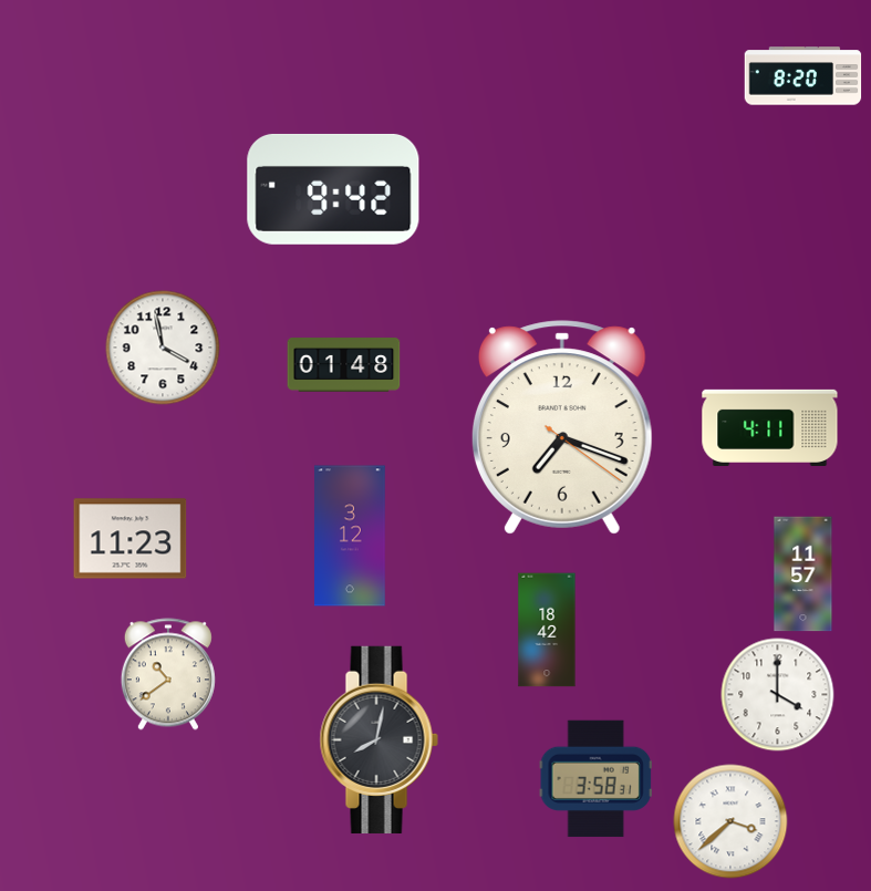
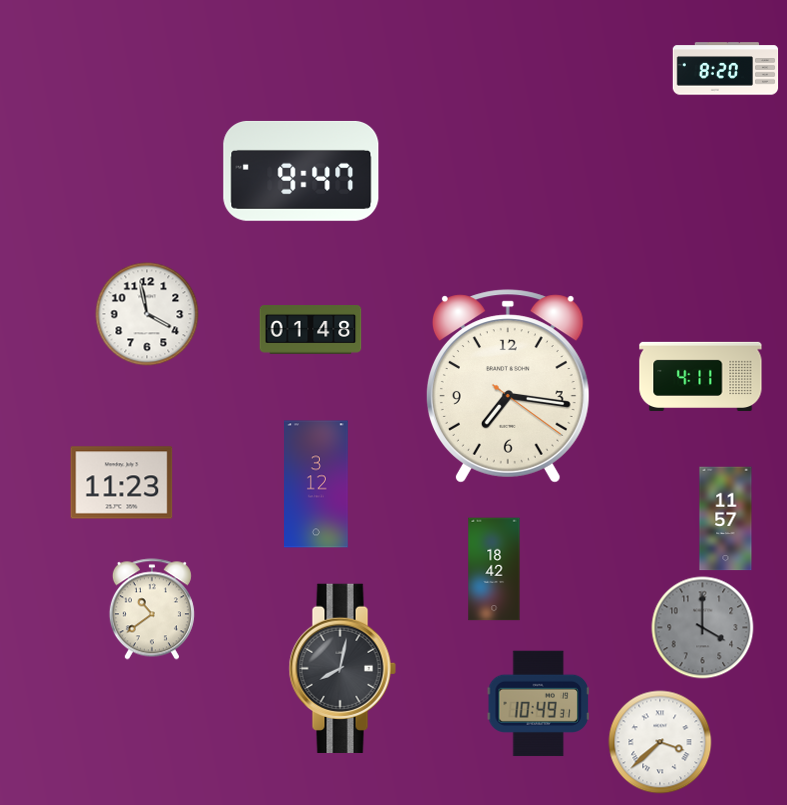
clock at (333, 189): 9:42 -> 9:47
clock at (562, 427): 7:18 -> 7:16
clock at (770, 427) position: (770, 427) -> (701, 376)
clock at (131, 539) position: (131, 539) -> (122, 483)
clock at (778, 695) dial: white -> grey
clock at (595, 779): 3:58 -> 10:49
